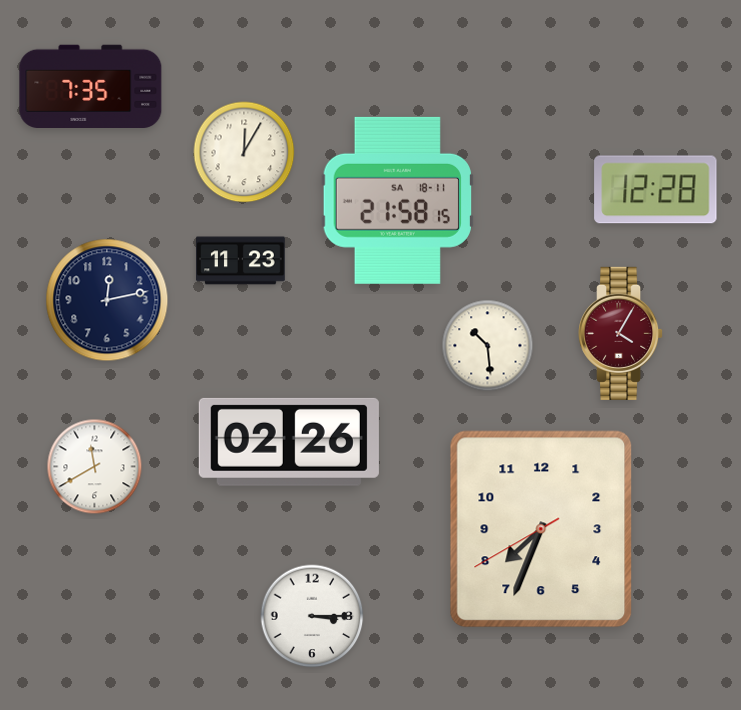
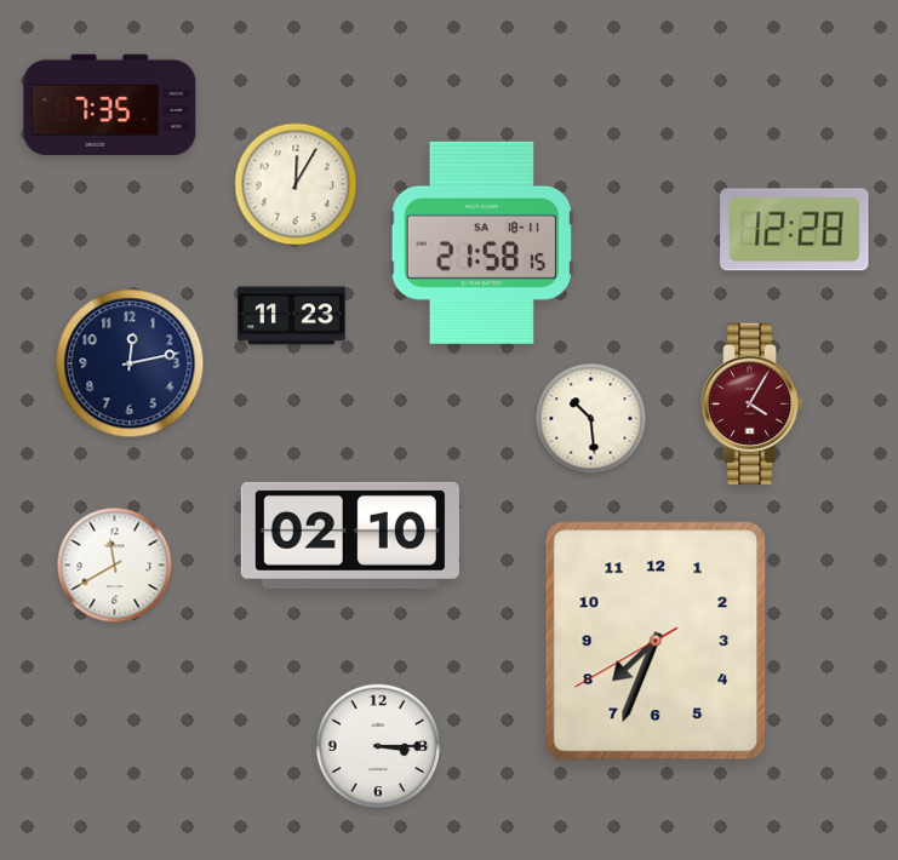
clock at (289, 442): 02:26 -> 02:10
